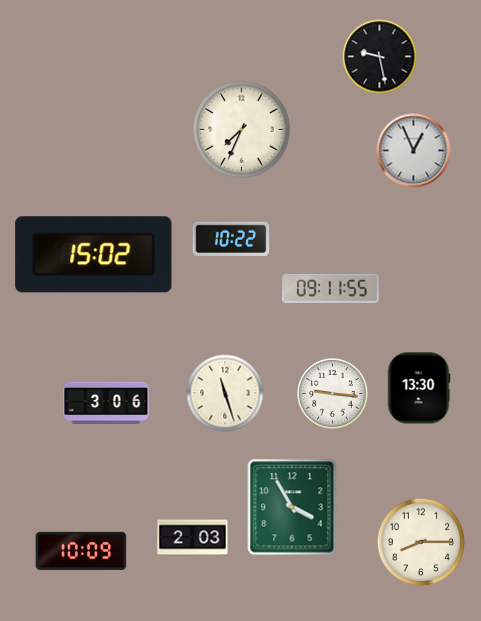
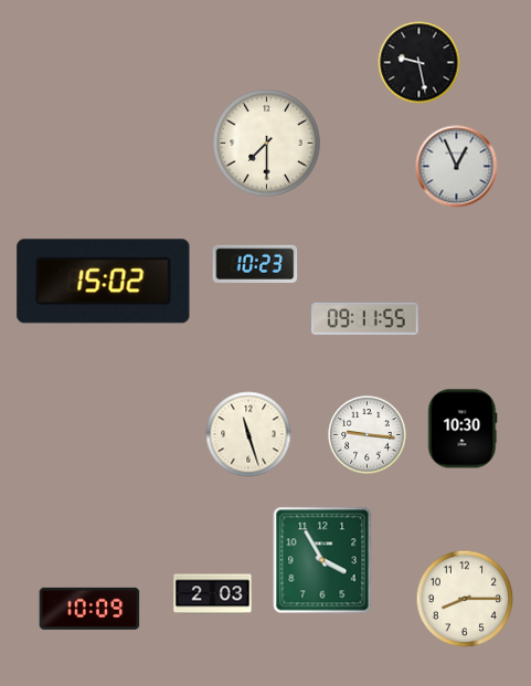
clock at (242, 130): 7:34 -> 7:30
clock at (231, 239): 10:22 -> 10:23
clock at (419, 388): 13:30 -> 10:30
clock at (106, 403): 3:06 -> none
